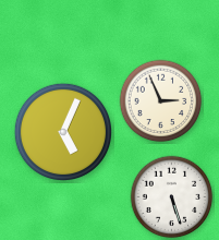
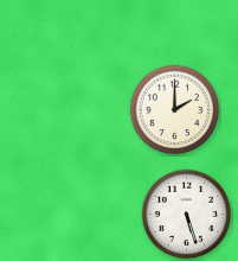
clock at (161, 101): 2:56 -> 2:00
clock at (62, 131): 5:04 -> none
